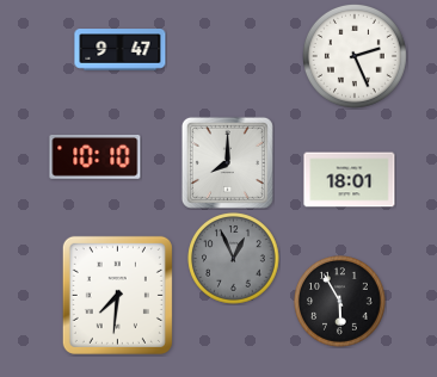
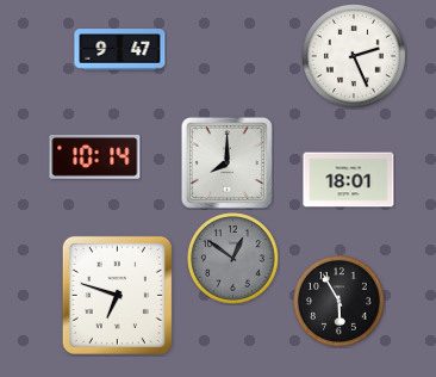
clock at (96, 156): 10:10 -> 10:14
clock at (234, 259): 12:56 -> 12:51
clock at (117, 295): 7:31 -> 6:48
